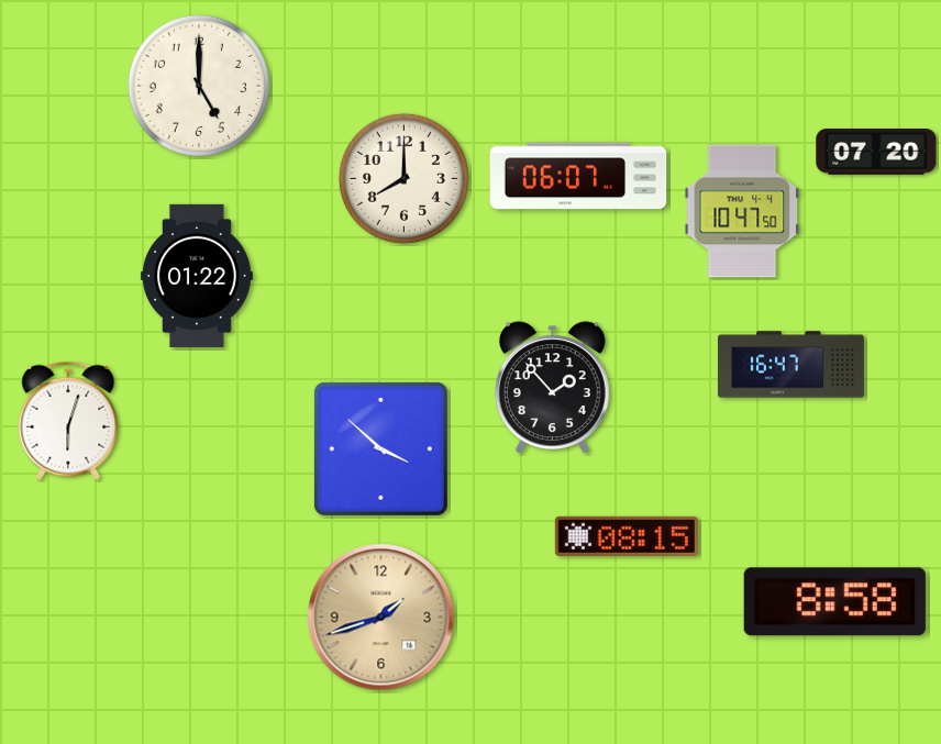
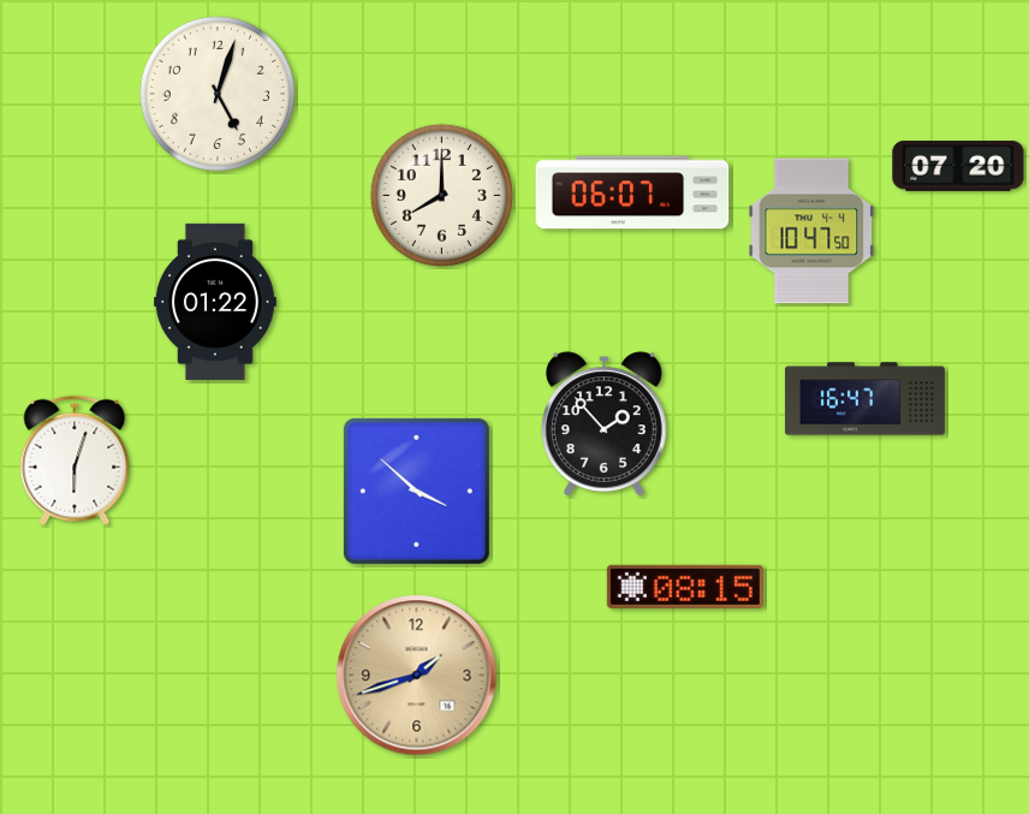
clock at (199, 86): 5:00 -> 5:03
clock at (834, 602): 8:58 -> none
